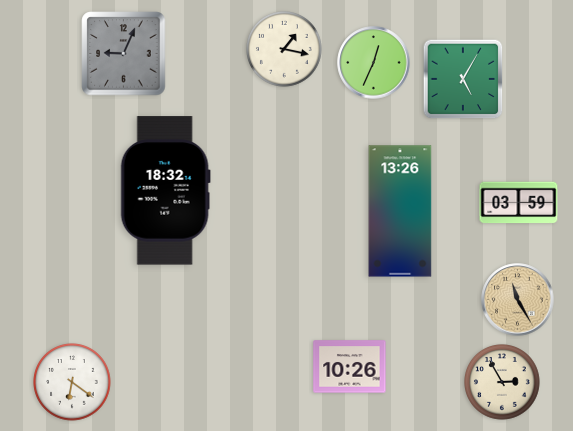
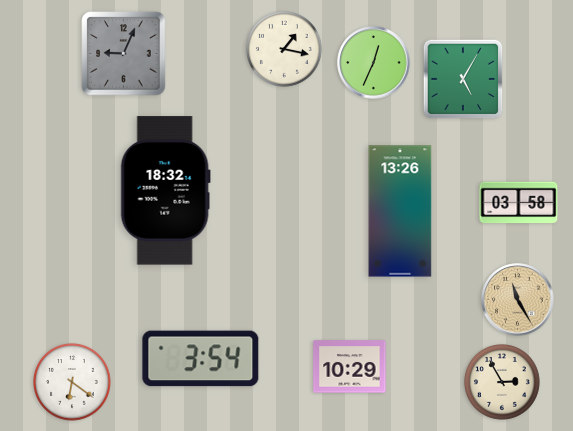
clock at (519, 203): 03:59 -> 03:58
clock at (201, 359): none -> 3:54
clock at (350, 367): 10:26 -> 10:29
